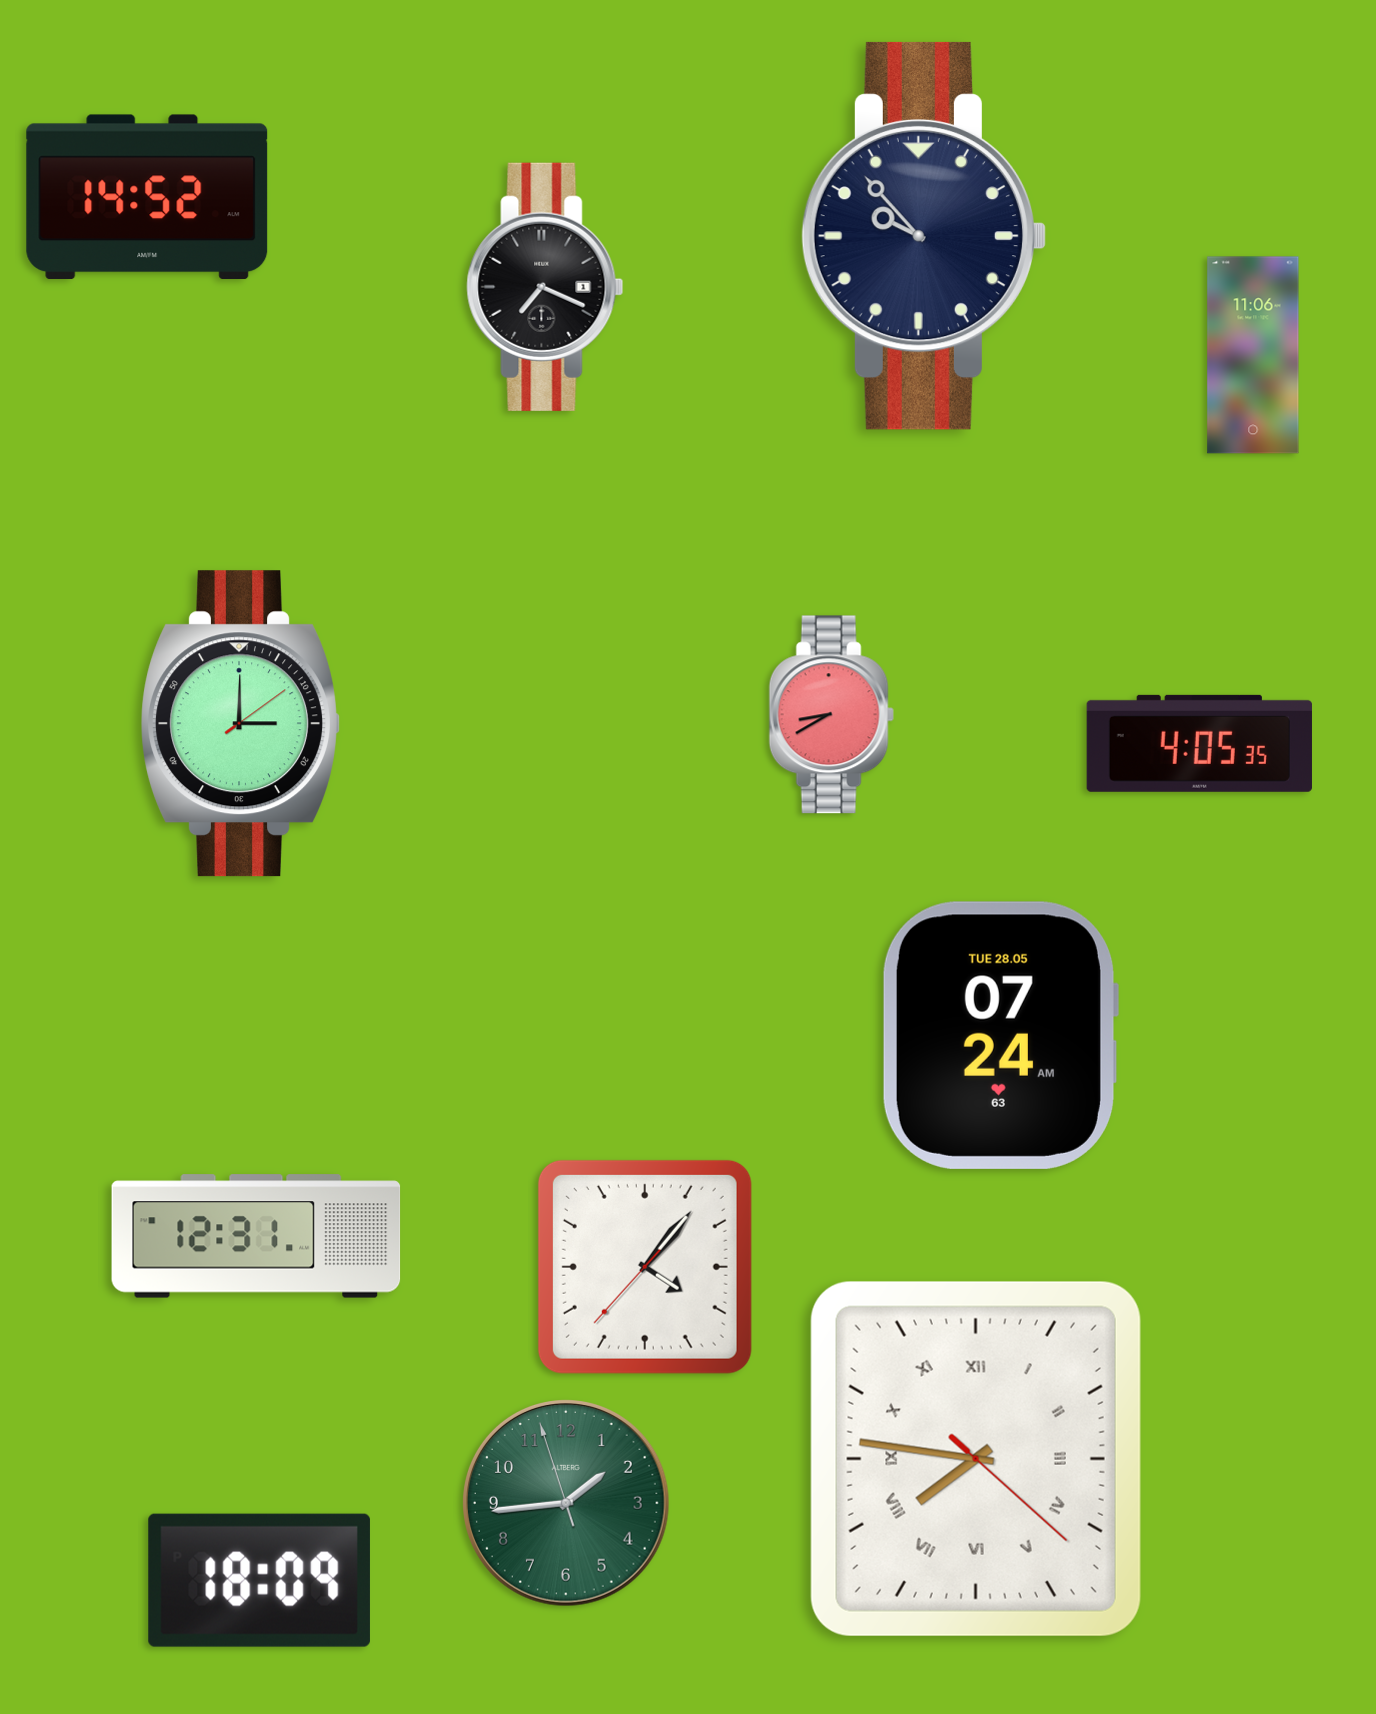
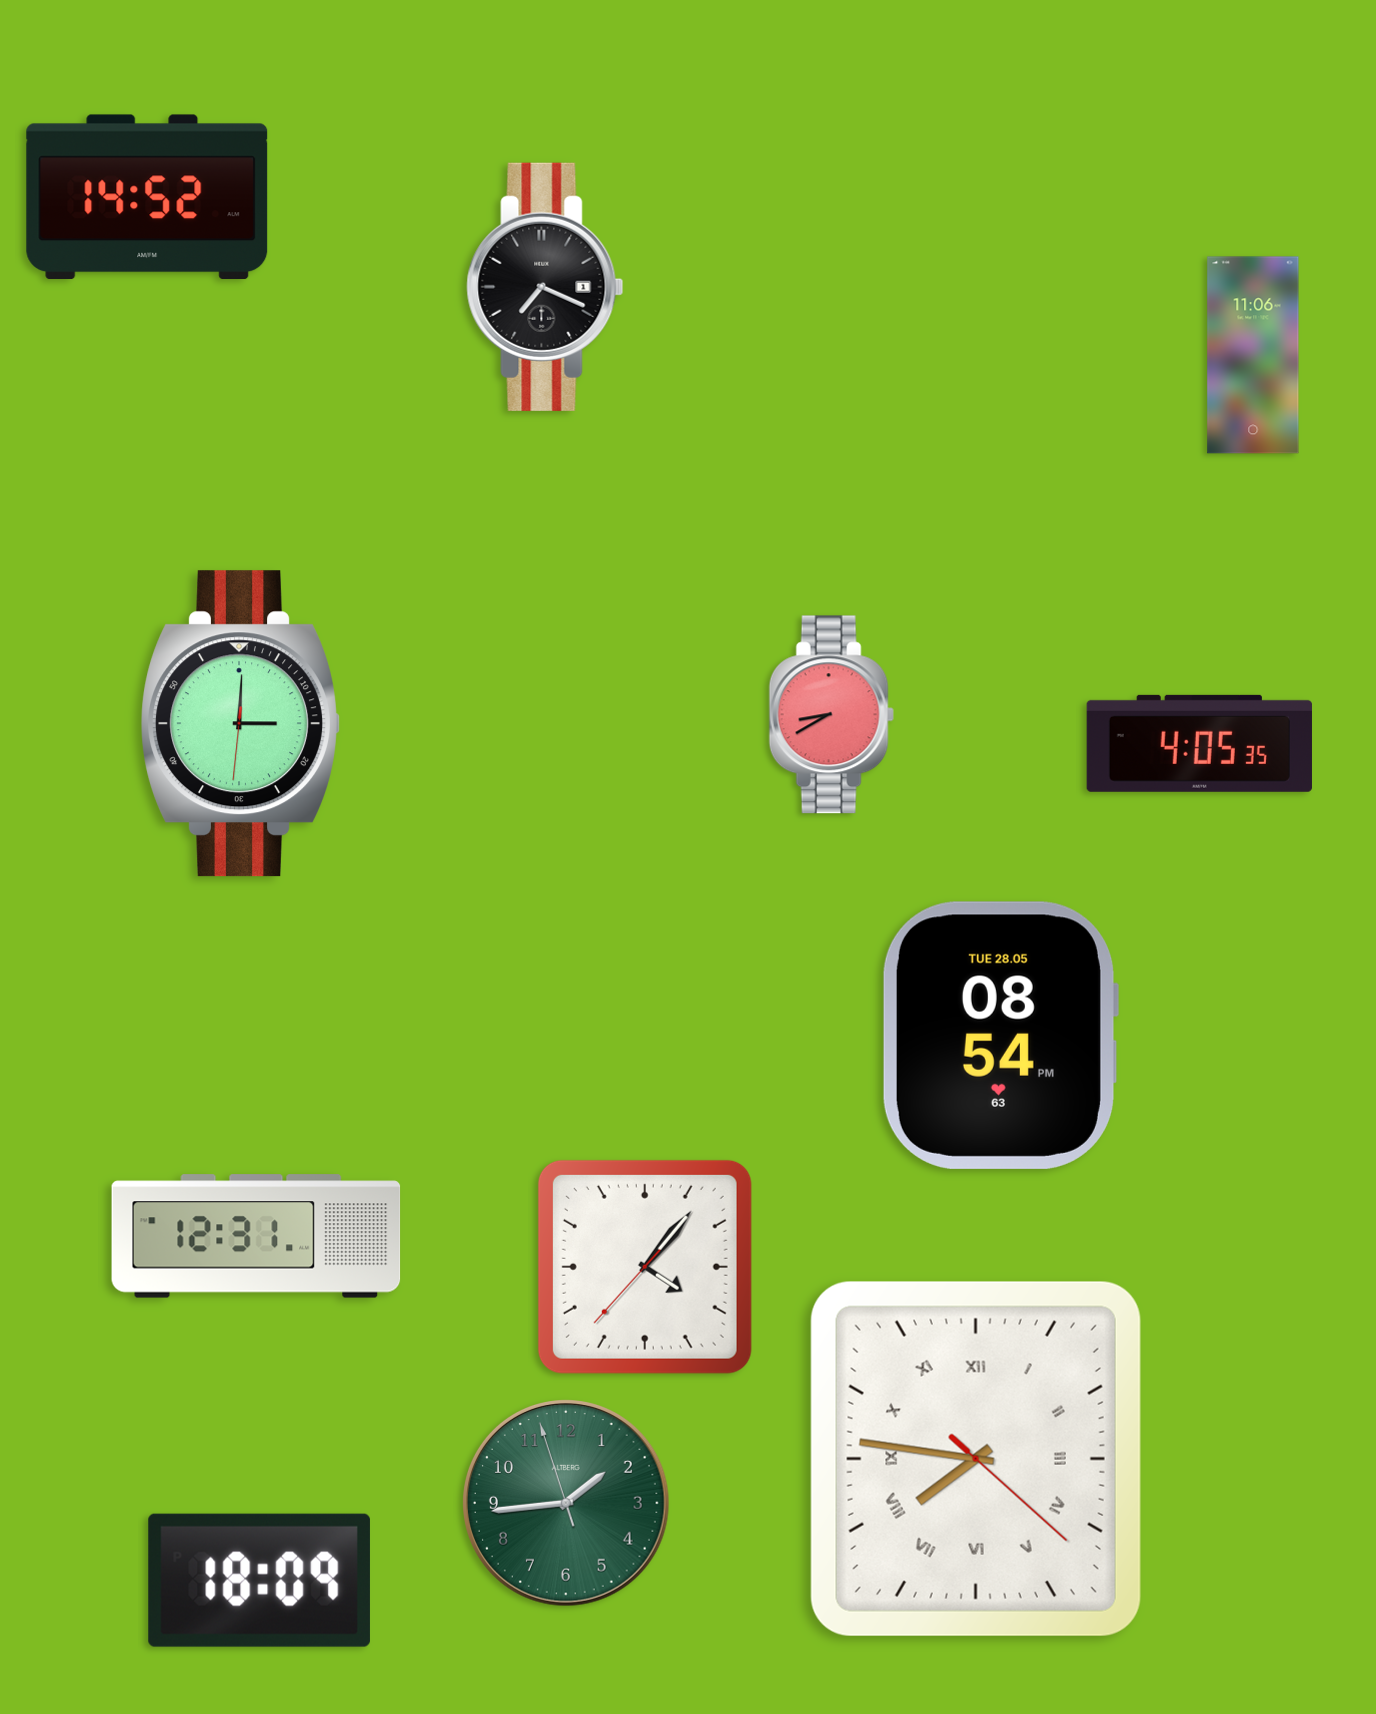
clock at (924, 236): 9:53 -> none
clock at (240, 724): 3:00:09 -> 3:00:31
clock at (1000, 1035): 07:24 -> 08:54
